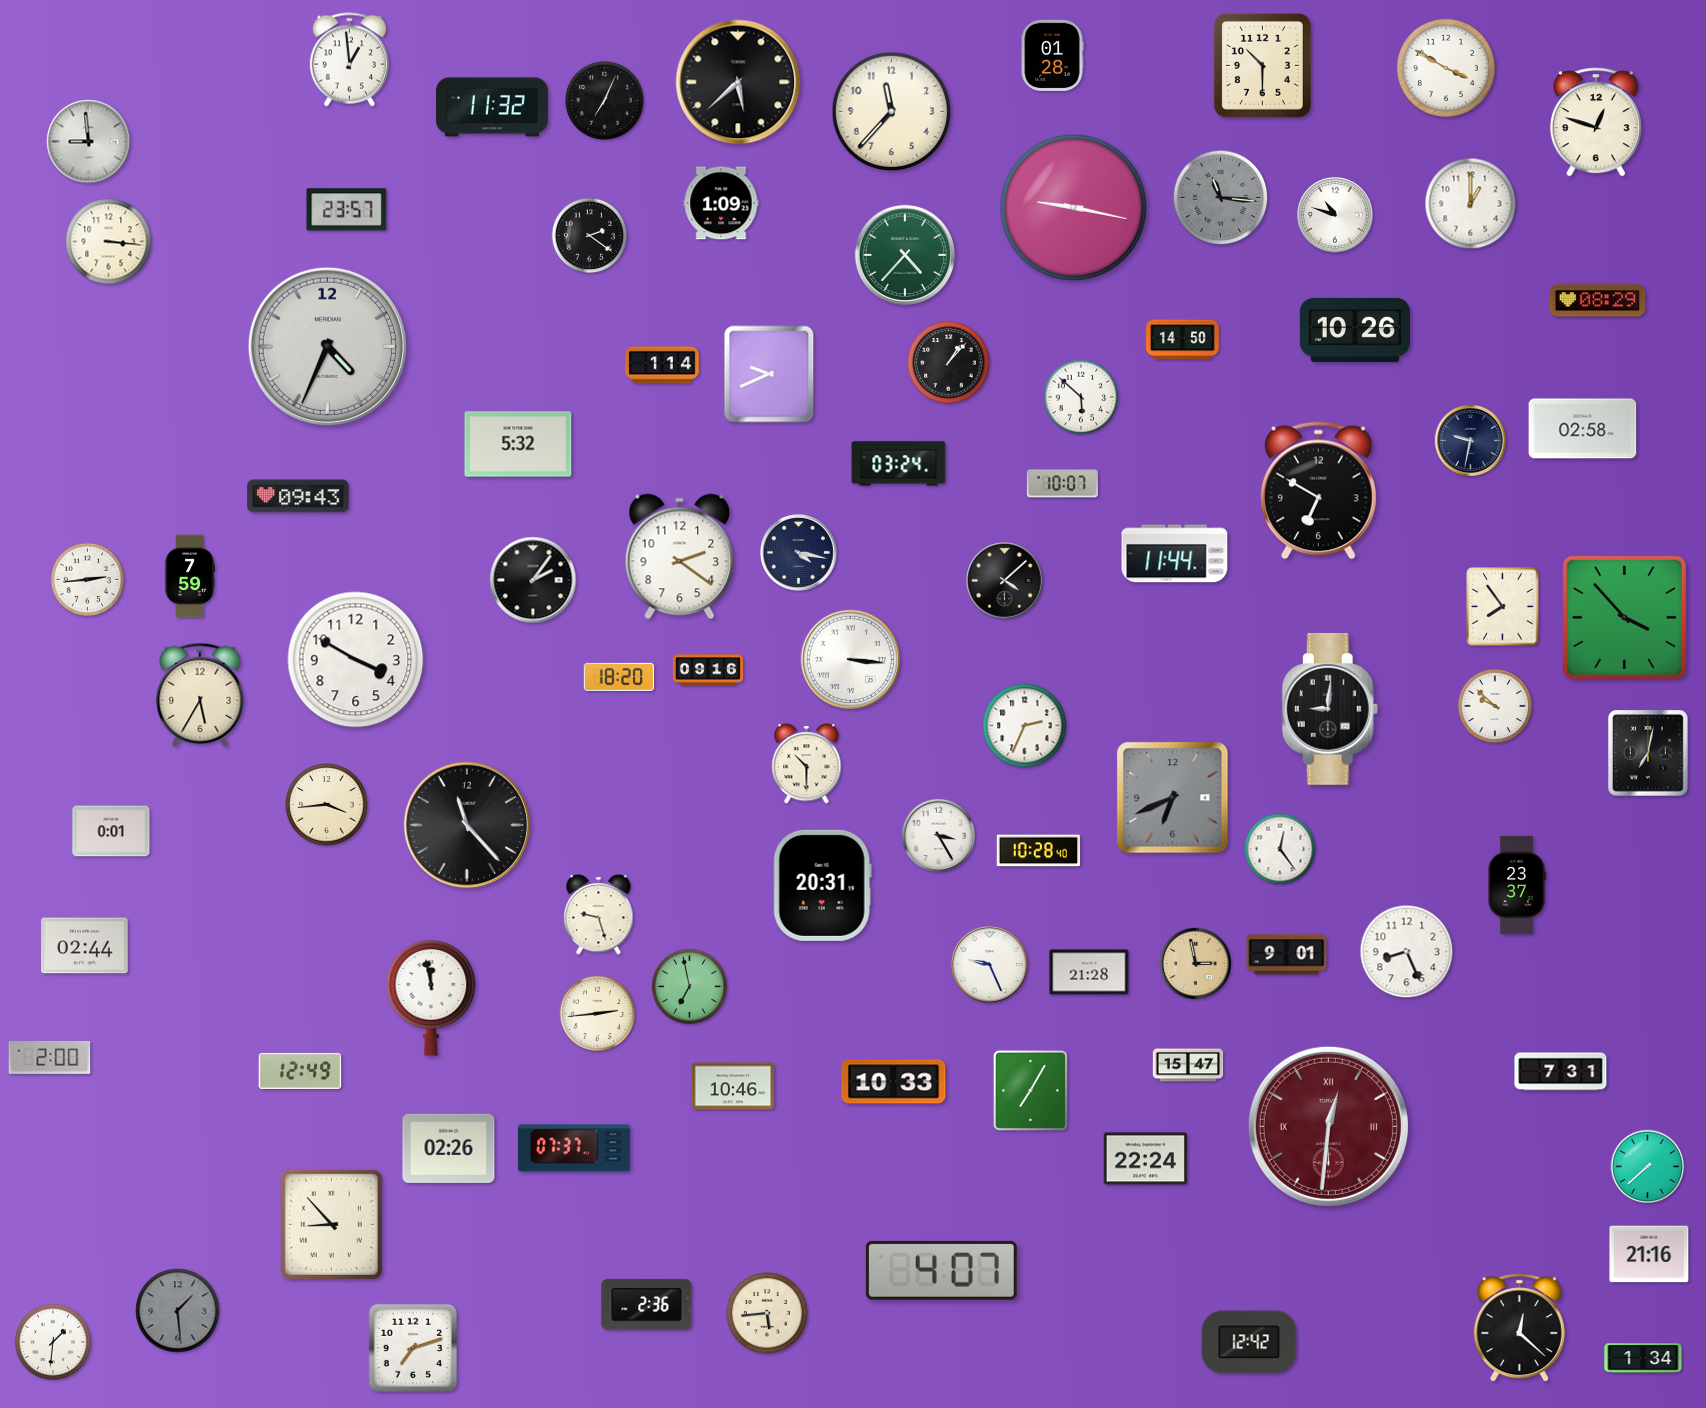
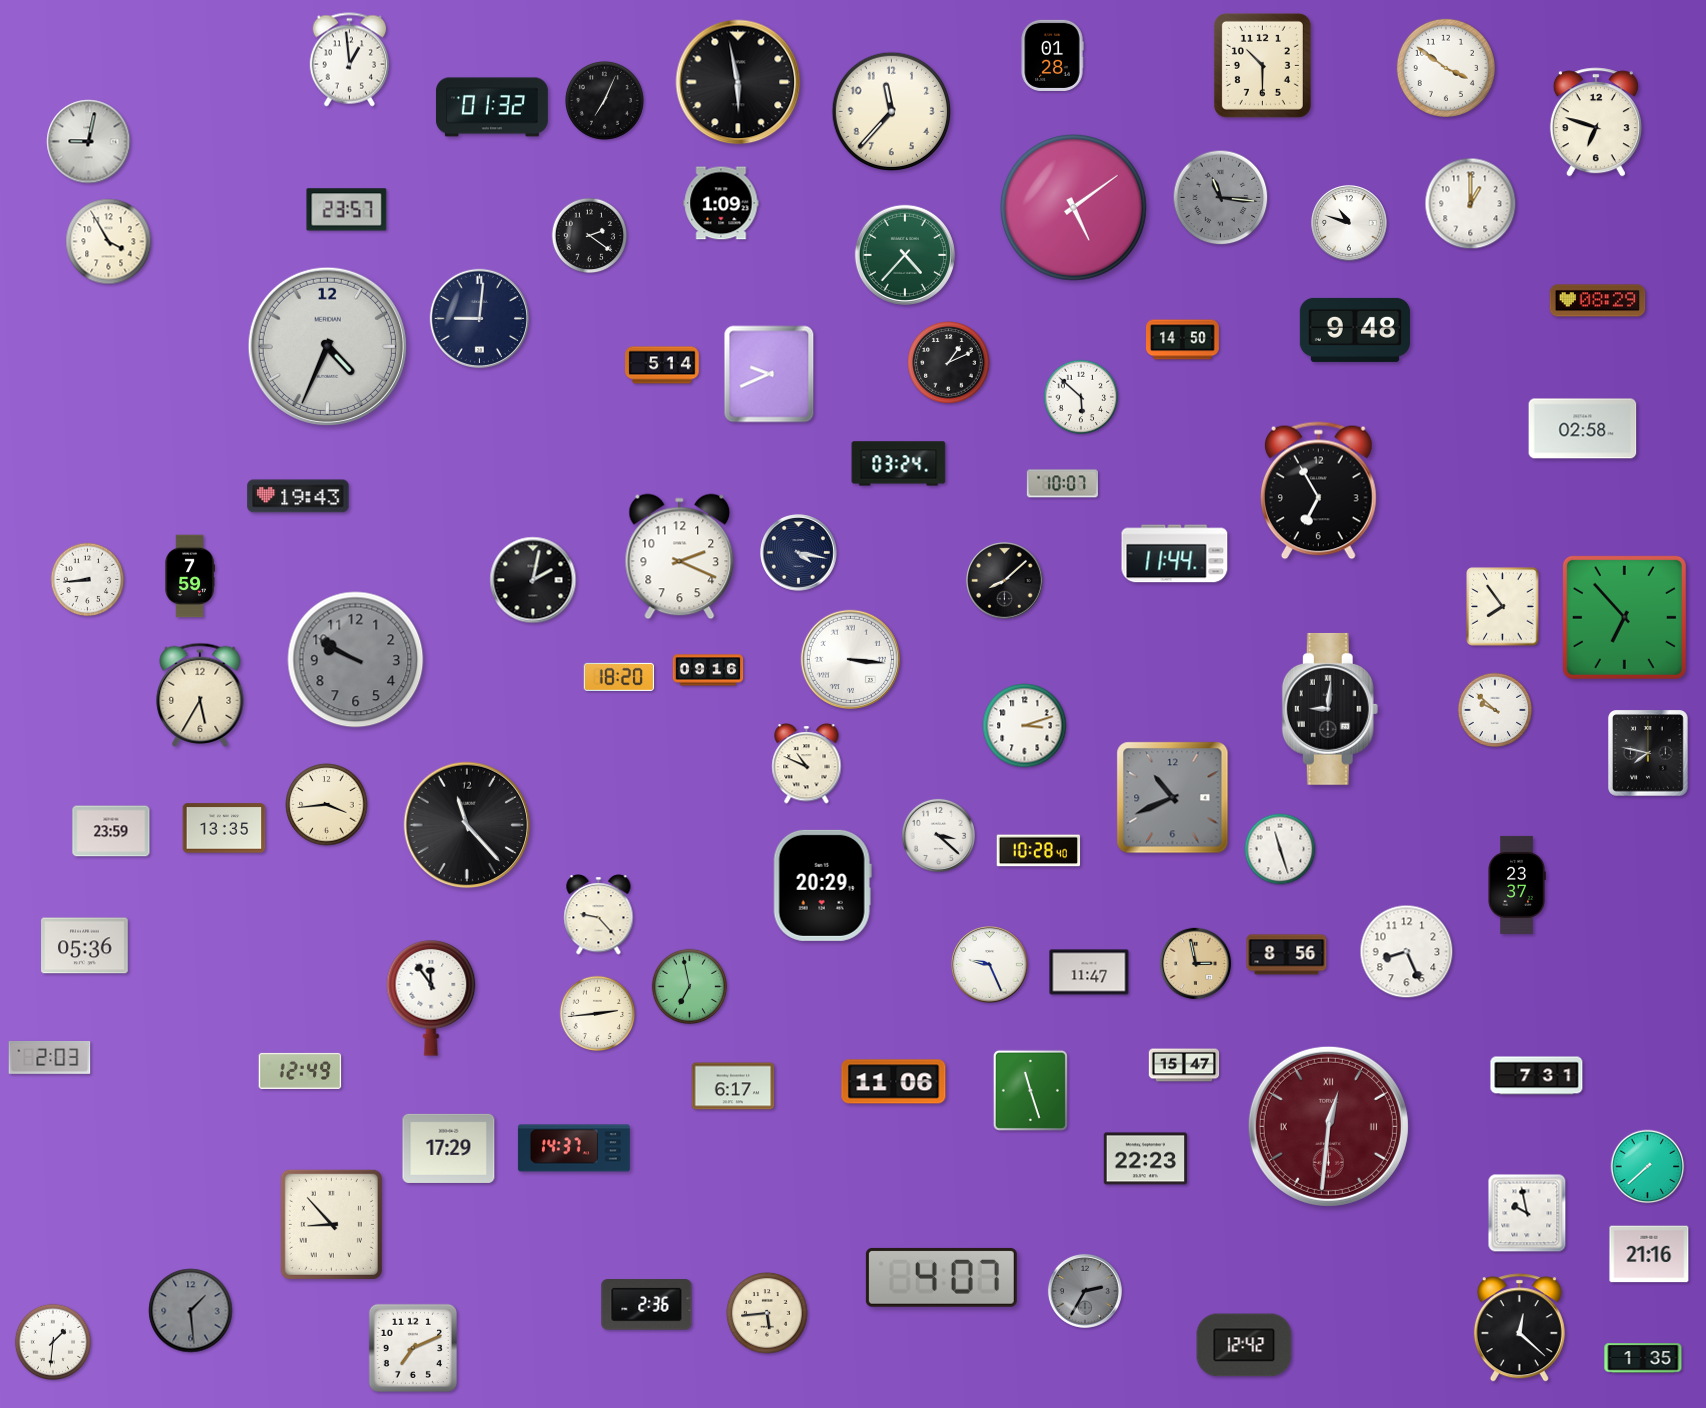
clock at (1446, 68): 3:50 -> 3:51
clock at (738, 82): 5:38 -> 5:58
clock at (492, 107): 11:32 -> 01:32
clock at (1596, 122): 12:48 -> 6:48
clock at (89, 142): 8:59 -> 9:02
clock at (1073, 207): 9:17 -> 5:09
clock at (1336, 216) position: (1336, 216) -> (1350, 224)
clock at (109, 242): 3:16 -> 3:55
clock at (479, 318): none -> 9:01
clock at (1355, 330): 10:26 -> 9:48
clock at (949, 363): 1:07 -> 1:11
clock at (662, 365): 1:14 -> 5:14
clock at (1470, 440): 9:32 -> none
clock at (518, 444): 5:32 -> none
clock at (1319, 491): 6:50 -> 6:55
clock at (298, 496): 09:43 -> 19:43
clock at (680, 557): 2:21 -> 2:19
clock at (88, 580): 2:44 -> 8:44
clock at (533, 580): 2:06 -> 2:02
clock at (1005, 581): 4:08 -> 8:08
clock at (1624, 617): 3:53 -> 6:53
clock at (356, 660): 3:50 -> 9:50
clock at (356, 660) dial: white -> grey
clock at (1495, 706) position: (1495, 706) -> (1495, 710)
clock at (1025, 726): 2:34 -> 3:12
clock at (1649, 754): 7:02 -> 7:47
clock at (807, 764): 10:30 -> 10:49
clock at (1173, 798): 6:41 -> 10:41
clock at (224, 828): none -> 13:35
clock at (111, 831): 0:01 -> 23:59
clock at (938, 835): 3:25 -> 3:22
clock at (1280, 849): 12:24 -> 11:27
clock at (822, 885): 20:31 -> 20:29
clock at (599, 915): 9:27 -> 9:23
clock at (85, 946): 02:44 -> 05:36
clock at (1287, 955): 9:01 -> 8:56
clock at (1089, 972): 21:28 -> 11:47
clock at (431, 999): 11:58 -> 11:54
clock at (50, 1058): 2:00 -> 2:03
clock at (1188, 1065) position: (1188, 1065) -> (1184, 1065)
clock at (1561, 1072) position: (1561, 1072) -> (1537, 1076)
clock at (894, 1082): 10:33 -> 11:06
clock at (733, 1086): 10:46 -> 6:17
clock at (1030, 1090): 7:05 -> 11:27
clock at (449, 1148): 02:26 -> 17:29
clock at (574, 1148): 07:37 -> 14:37
clock at (1146, 1159): 22:24 -> 22:23
clock at (1527, 1213): none -> 9:58
clock at (941, 1270) position: (941, 1270) -> (941, 1277)
clock at (1085, 1291): none -> 2:35
clock at (178, 1311) position: (178, 1311) -> (191, 1311)
clock at (1249, 1342) position: (1249, 1342) -> (1244, 1345)
clock at (413, 1348): 7:12 -> 7:11
clock at (1643, 1358): 1:34 -> 1:35
